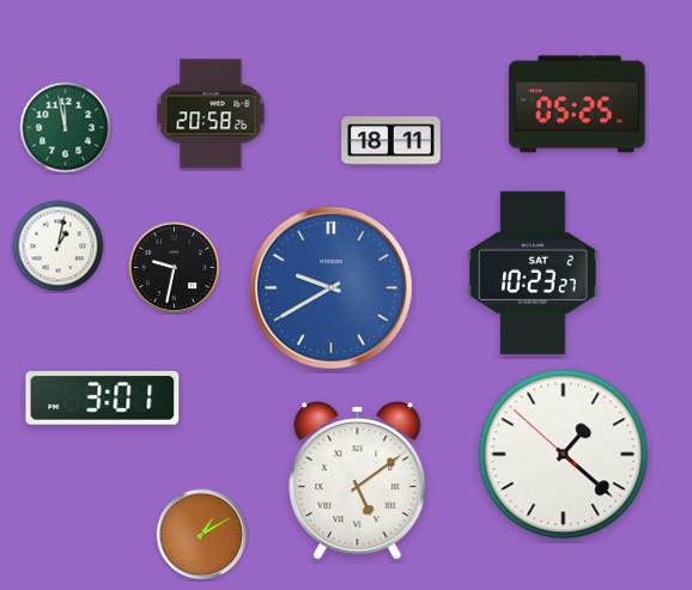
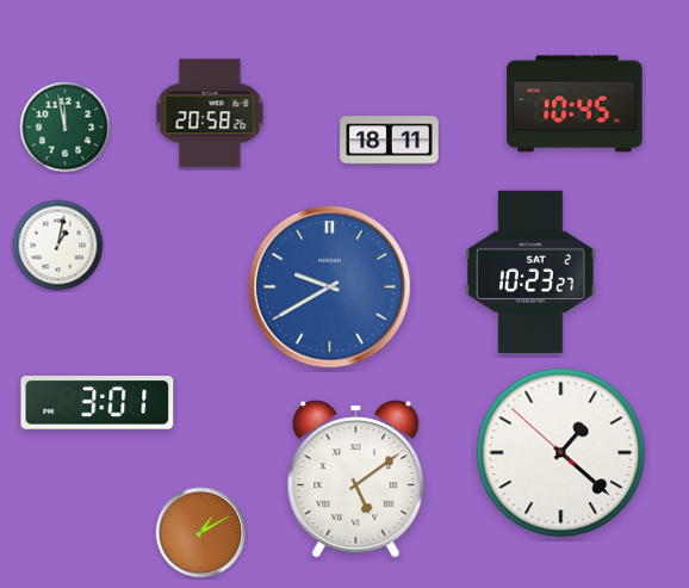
clock at (577, 104): 05:25 -> 10:45
clock at (175, 268): 9:32 -> none
clock at (103, 399) position: (103, 399) -> (98, 403)
